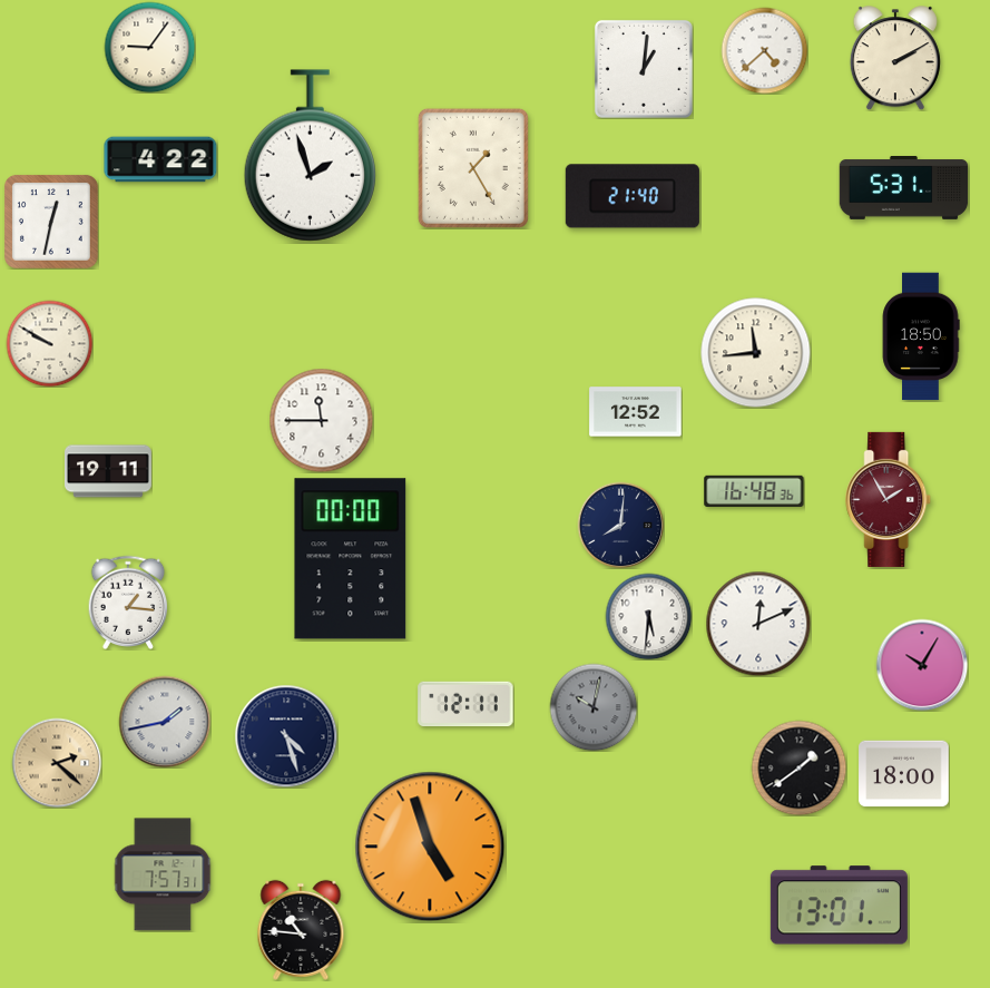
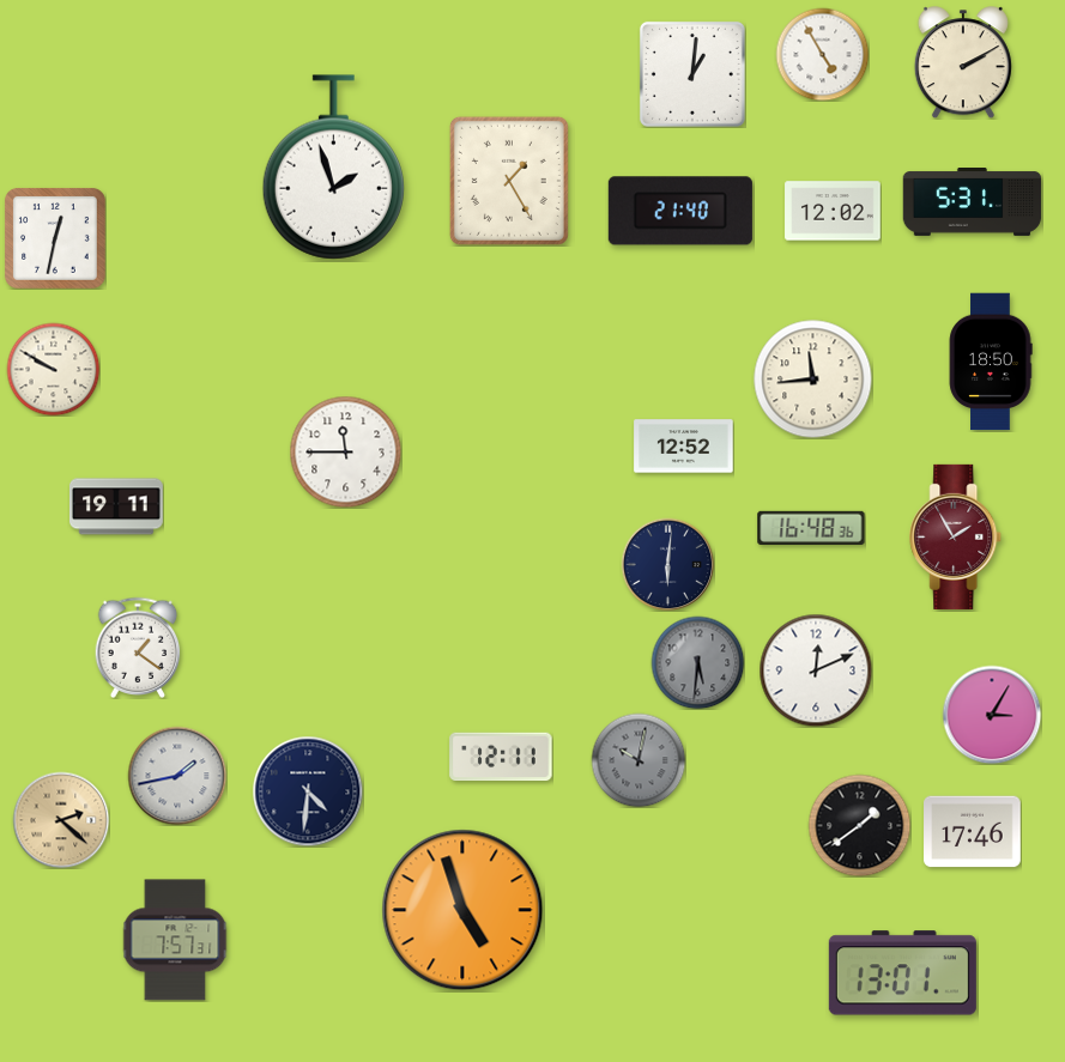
clock at (149, 47): 9:06 -> none
clock at (764, 50): 4:38 -> 4:55
clock at (160, 159): 4:22 -> none
clock at (833, 211): none -> 12:02
clock at (636, 412) position: (636, 412) -> (684, 447)
clock at (620, 525): 8:01 -> 6:01
clock at (351, 559): 00:00 -> none
clock at (128, 603): 1:16 -> 1:21
clock at (648, 616) dial: white -> grey
clock at (922, 665): 10:05 -> 3:05
clock at (286, 736): 4:27 -> 4:31
clock at (904, 774): 18:00 -> 17:46
clock at (301, 930): 10:46 -> none
